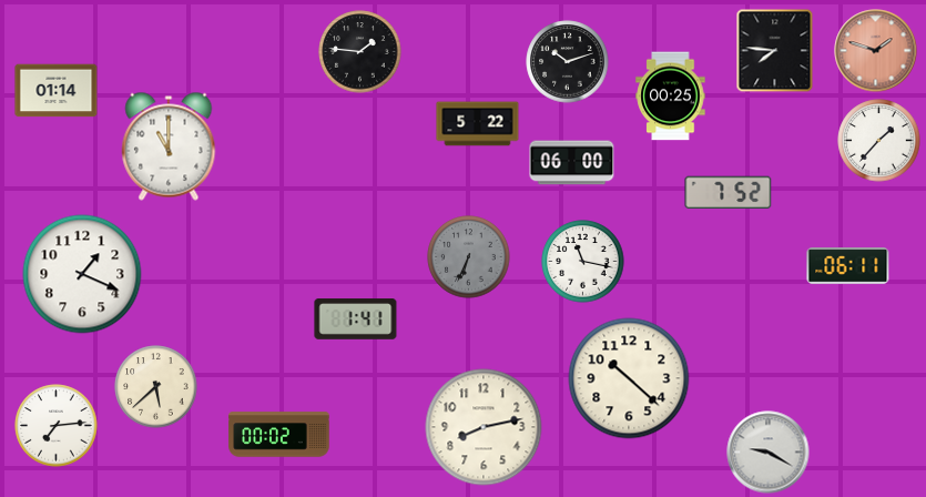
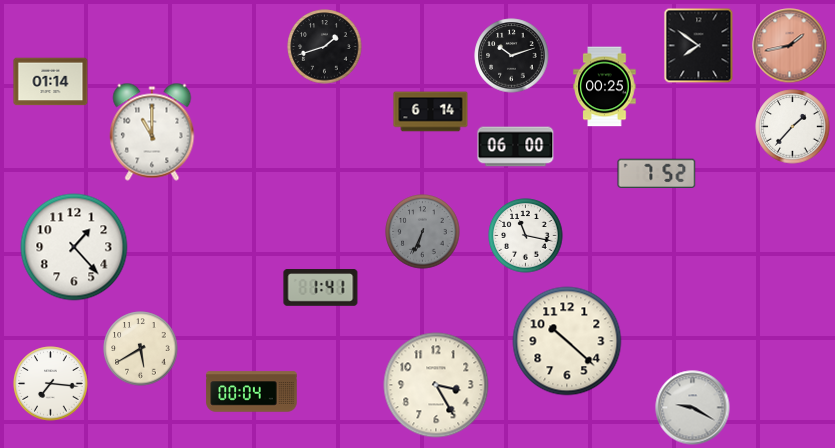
clock at (775, 51): 7:46 -> 7:51
clock at (876, 51): 1:48 -> 1:43
clock at (360, 52): 1:46 -> 1:42
clock at (478, 124): 5:22 -> 6:14
clock at (848, 266): 06:11 -> none
clock at (82, 274): 1:19 -> 1:23
clock at (156, 387): 5:38 -> 5:40
clock at (57, 426): 7:14 -> 7:16
clock at (484, 427): 8:13 -> 3:25
clock at (279, 435): 00:02 -> 00:04
